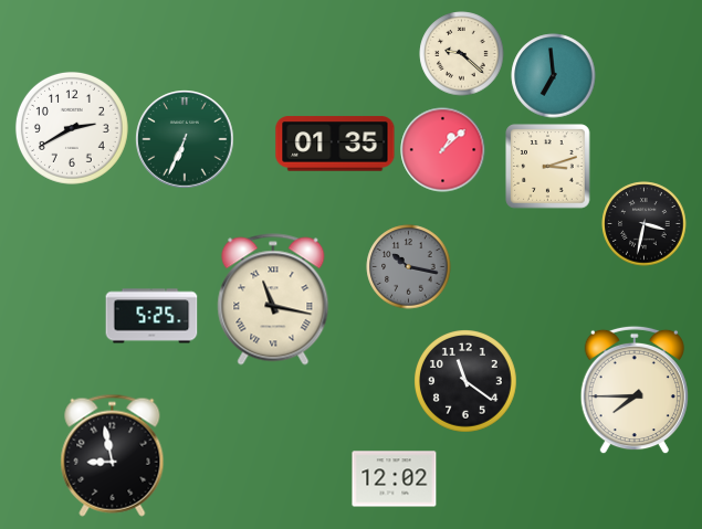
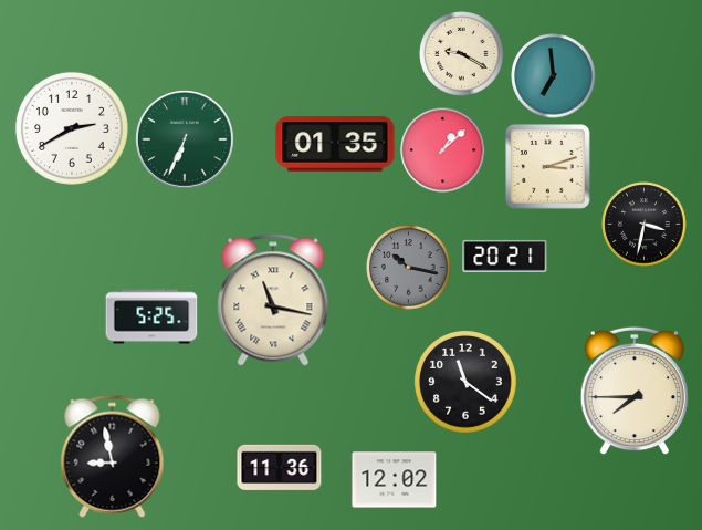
clock at (462, 54): 9:22 -> 9:20
clock at (505, 256): none -> 20:21
clock at (280, 467): none -> 11:36
